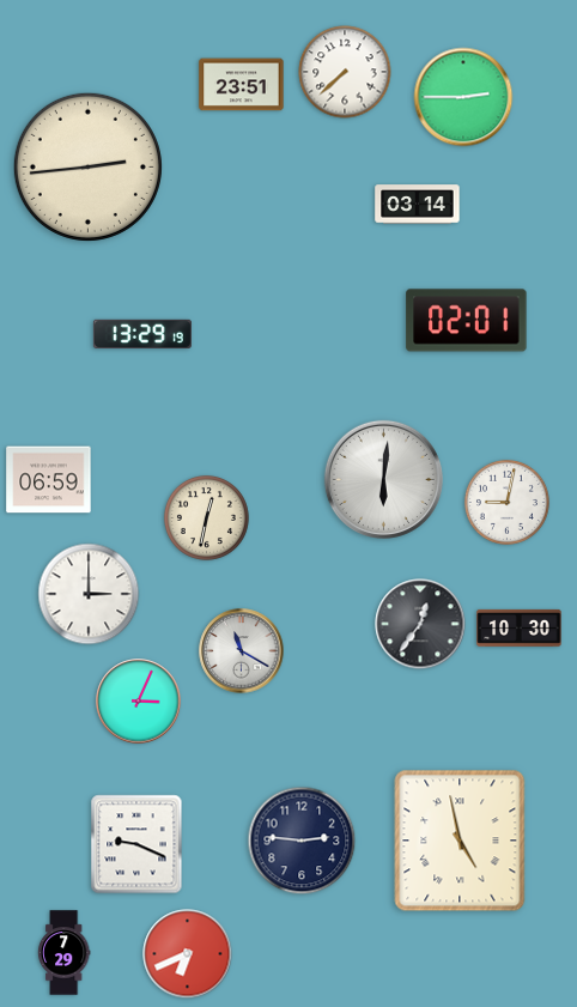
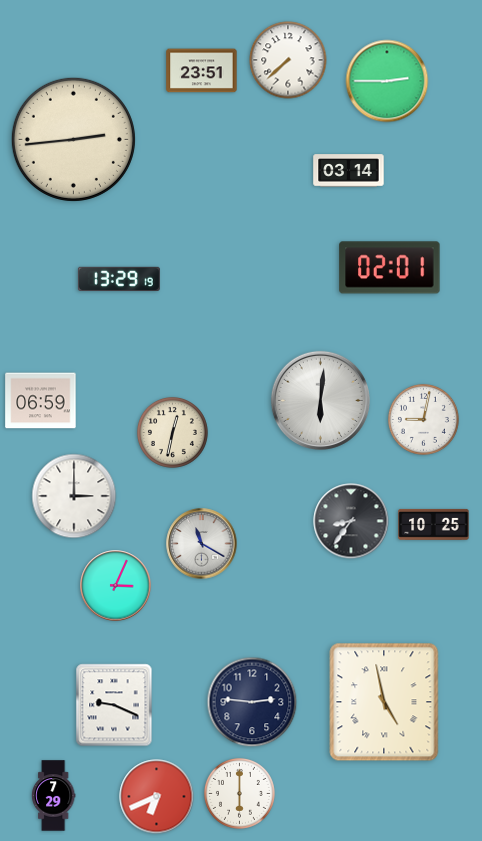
clock at (420, 624): 12:36 -> 8:36
clock at (520, 627): 10:30 -> 10:25
clock at (239, 793): none -> 6:00
